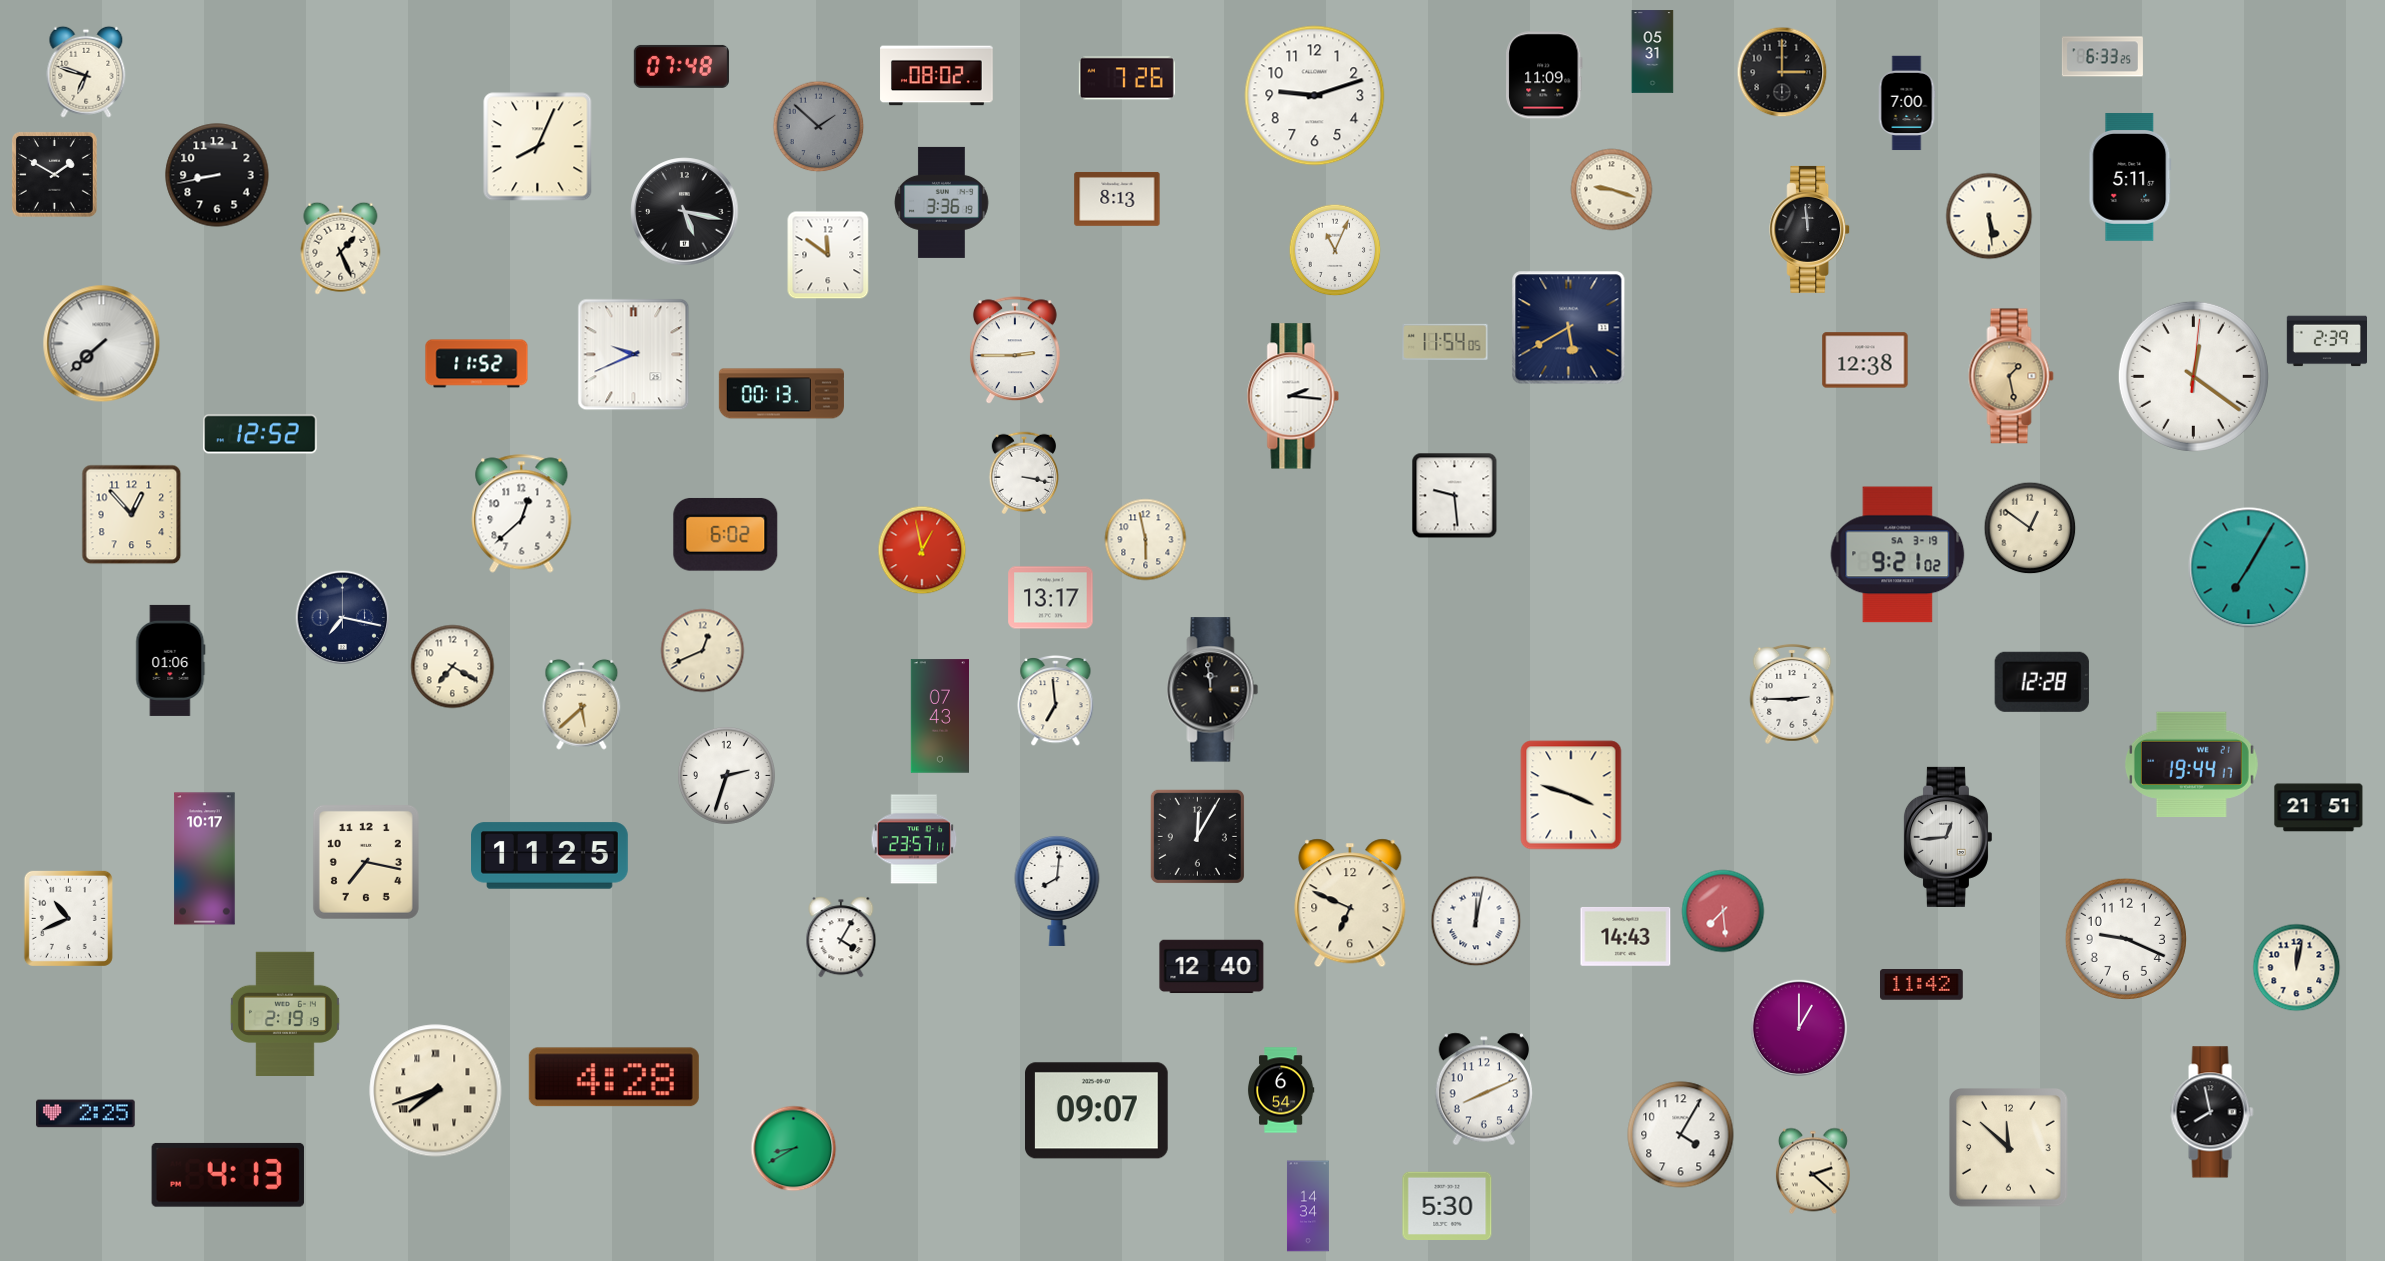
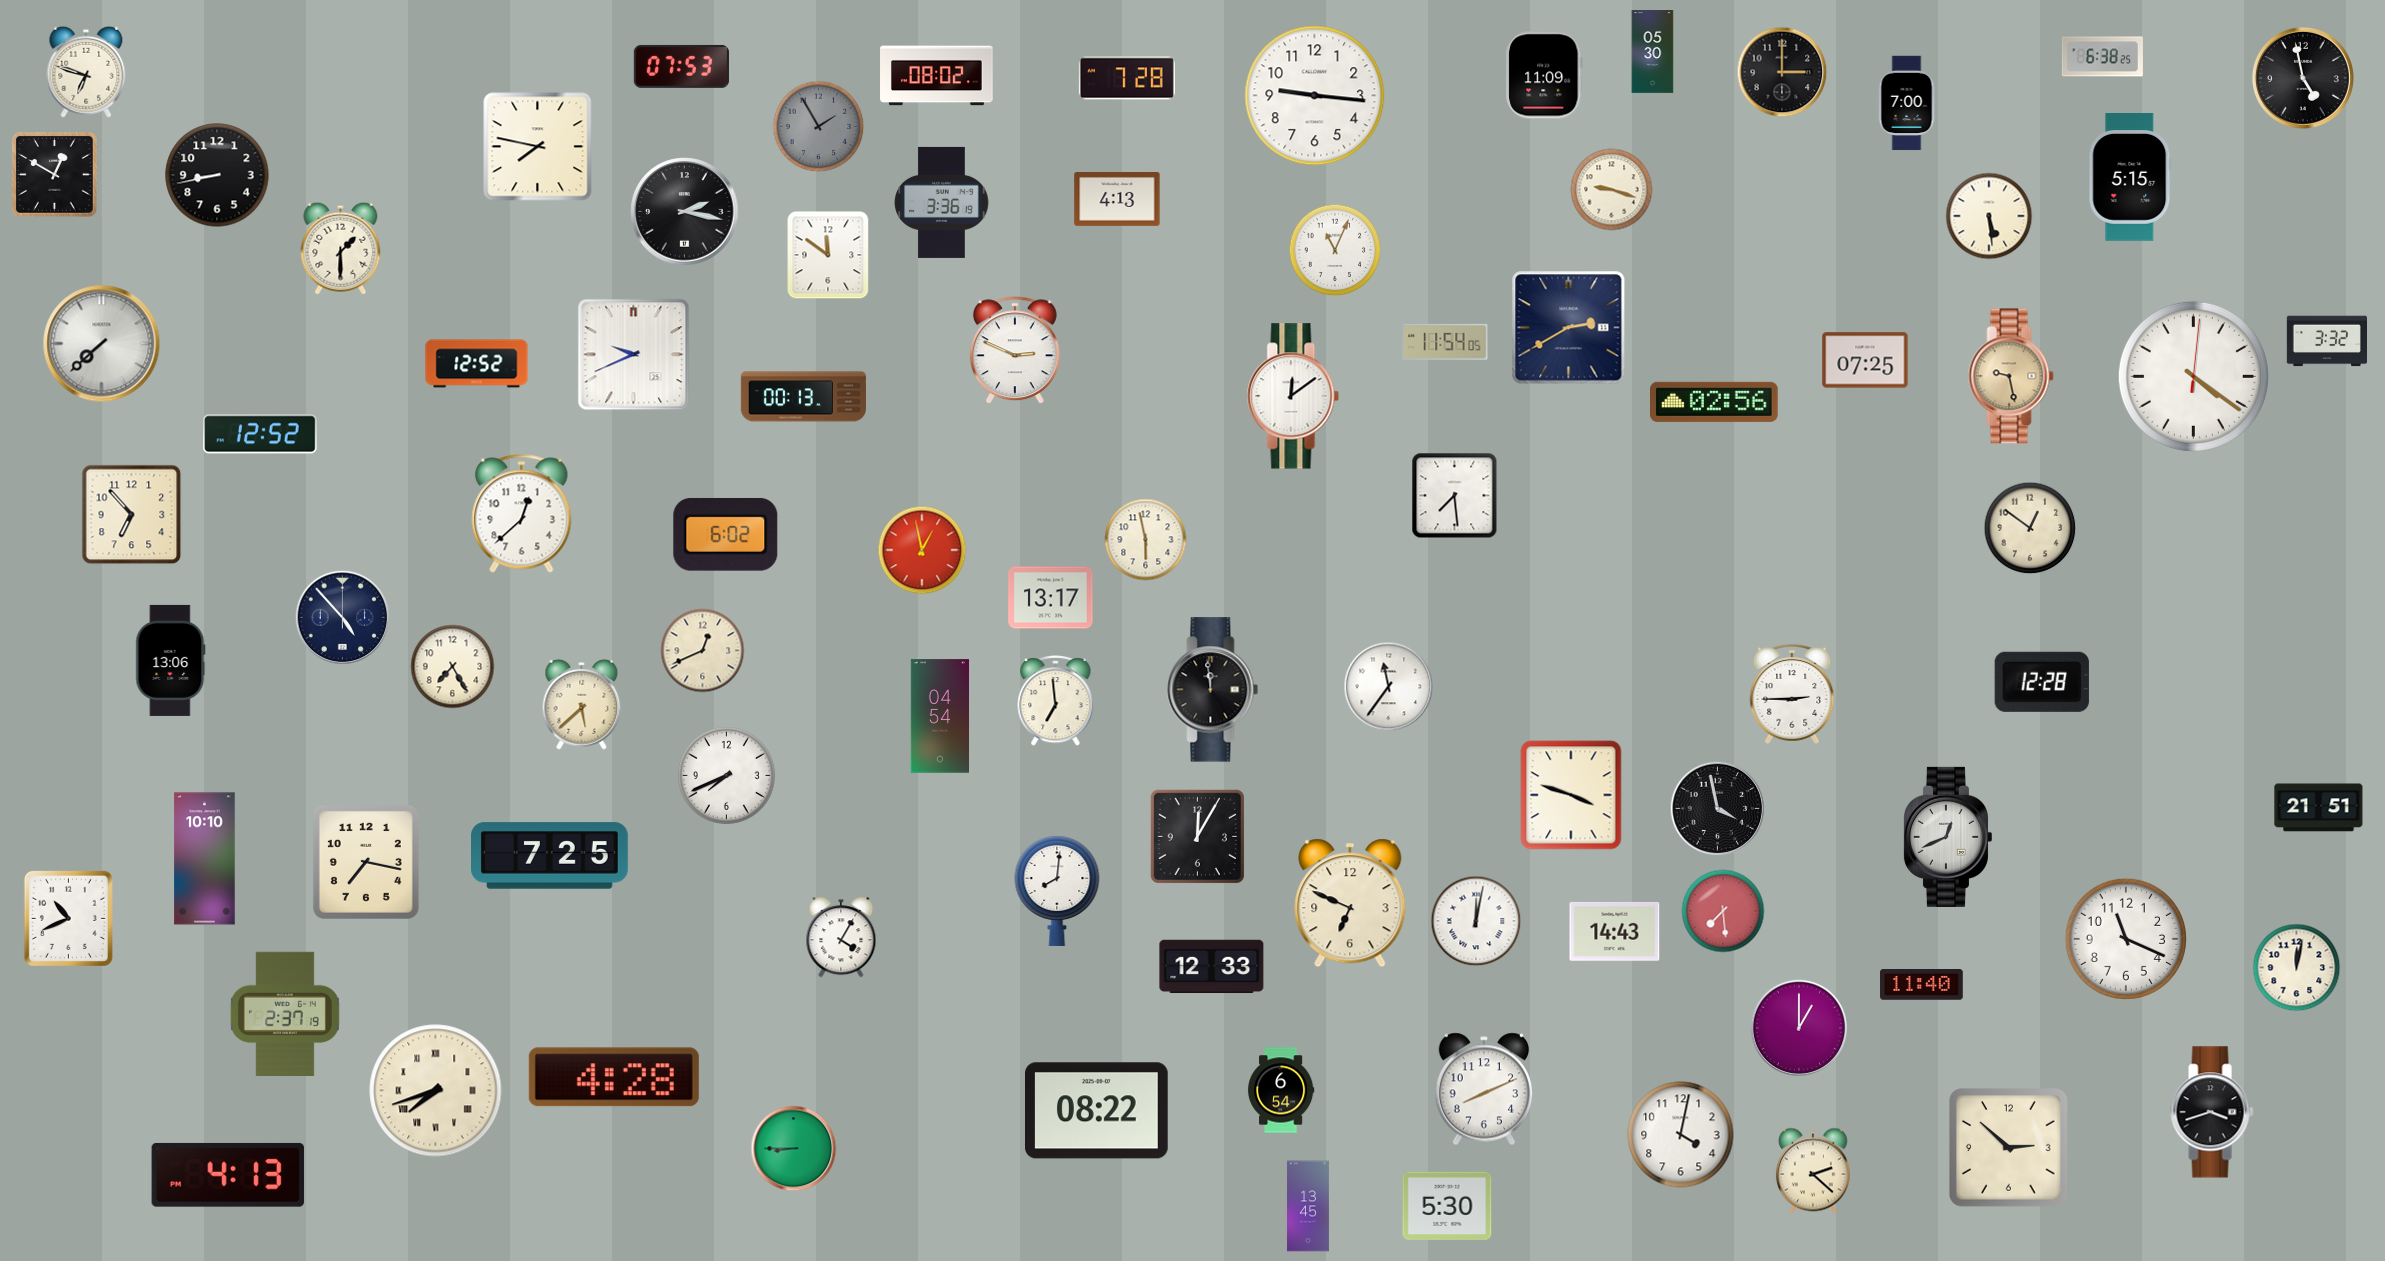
clock at (1653, 52): 05:31 -> 05:30
clock at (2102, 57): 6:33 -> 6:38
clock at (681, 66): 07:48 -> 07:53
clock at (1127, 78): 7:26 -> 7:28
clock at (2303, 78): none -> 4:58
clock at (1315, 96): 9:12 -> 9:16
clock at (819, 127): 1:52 -> 1:55
clock at (538, 147): 8:04 -> 7:47
clock at (55, 175): 1:50 -> 12:50
clock at (2130, 177): 5:11 -> 5:15
clock at (1117, 199): 8:13 -> 4:13
clock at (685, 212): 5:17 -> 2:17
clock at (1810, 229): 11:59 -> none
clock at (341, 248): 1:26 -> 1:30
clock at (1569, 328): 5:40 -> 2:40
clock at (2326, 341): 2:39 -> 3:32
clock at (1015, 351): 2:45 -> 2:49
clock at (1865, 360): 12:38 -> 07:25
clock at (477, 364): 11:52 -> 12:52
clock at (2011, 376): 1:28 -> 9:28
clock at (2193, 376): 12:21 -> 4:21
clock at (781, 394) position: (781, 394) -> (803, 397)
clock at (1293, 396): 2:16 -> 12:09
clock at (1715, 402): none -> 02:56
clock at (1024, 472): 3:17 -> none
clock at (1455, 496): 9:29 -> 7:29
clock at (132, 515): 12:53 -> 6:53
clock at (1898, 555): 9:21 -> none
clock at (2249, 568): 7:05 -> none
clock at (343, 618): 7:17 -> 4:53
clock at (171, 660): 01:06 -> 13:06
clock at (453, 667): 7:20 -> 7:25
clock at (1389, 687): none -> 11:36
clock at (939, 716): 07:43 -> 04:54
clock at (2191, 764): 19:44 -> none
clock at (726, 775): 2:33 -> 7:41
clock at (1718, 809): none -> 3:58
clock at (1947, 837): 12:44 -> 12:41
clock at (914, 839): 23:57 -> none
clock at (550, 856): 11:25 -> 7:25
clock at (205, 859): 10:17 -> 10:10
clock at (1626, 936) position: (1626, 936) -> (1615, 931)
clock at (2126, 939): 9:19 -> 11:19
clock at (1212, 967): 12:40 -> 12:33
clock at (1922, 985): 11:42 -> 11:40
clock at (285, 1013): 2:19 -> 2:37
clock at (1097, 1111): 09:07 -> 08:22
clock at (2212, 1112): 7:58 -> 3:42
clock at (86, 1114): 2:25 -> none
clock at (1681, 1135): 4:05 -> 4:02
clock at (2009, 1148): 11:52 -> 2:52
clock at (794, 1149): 8:40 -> 8:45
clock at (1308, 1206): 14:34 -> 13:45
